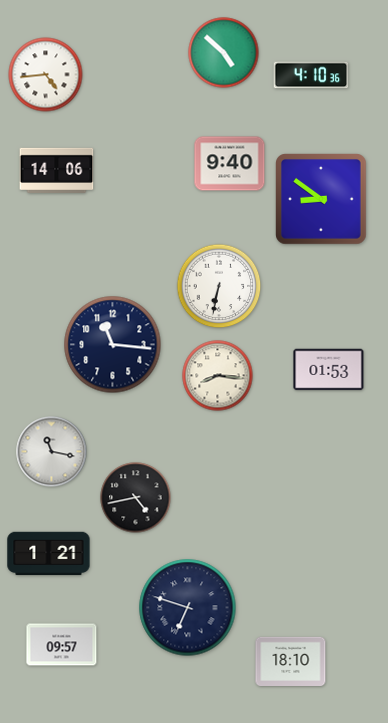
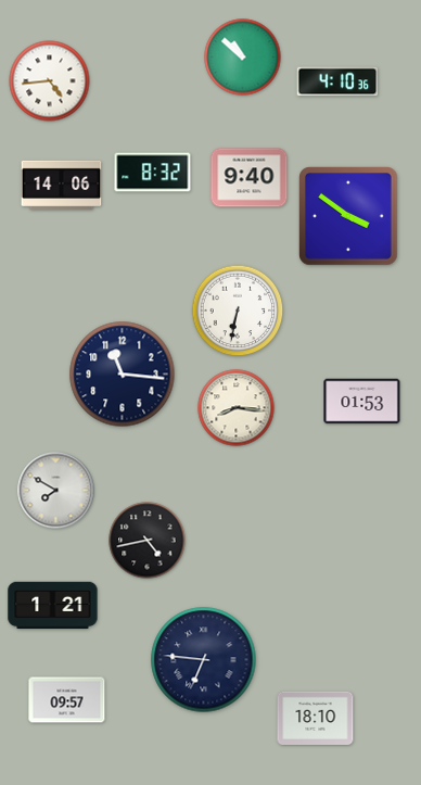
clock at (224, 53): 4:52 -> 10:52
clock at (153, 173): none -> 8:32
clock at (321, 199): 8:51 -> 3:51
clock at (329, 370) position: (329, 370) -> (362, 402)
clock at (52, 452): 11:17 -> 7:50
clock at (49, 554) position: (49, 554) -> (53, 606)
clock at (188, 608): 6:48 -> 6:46
